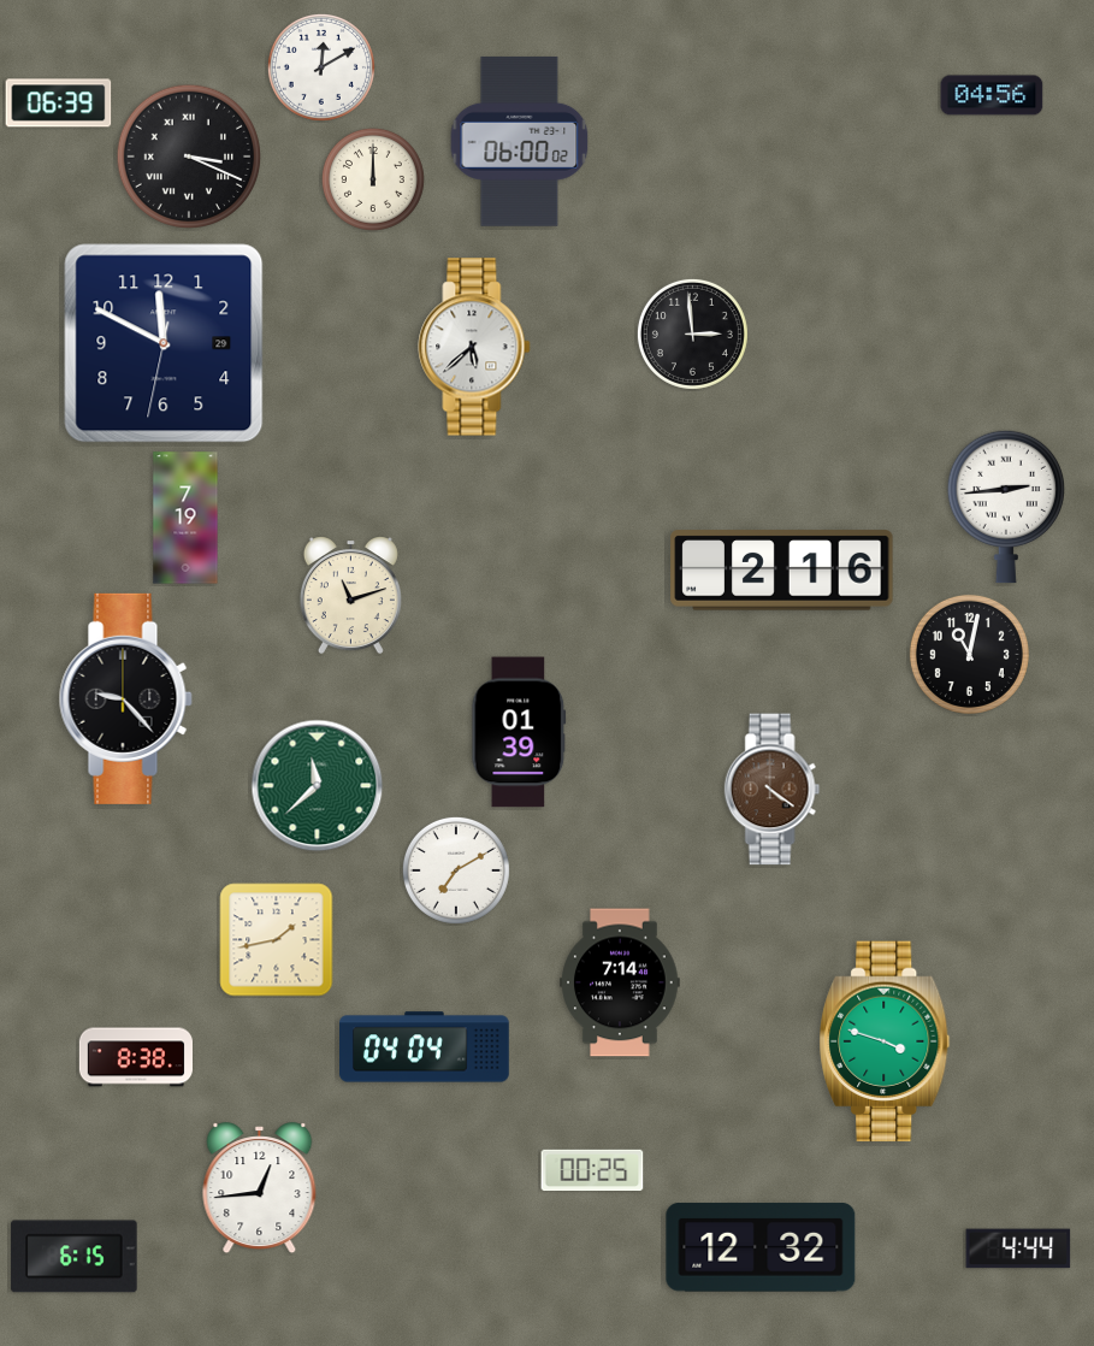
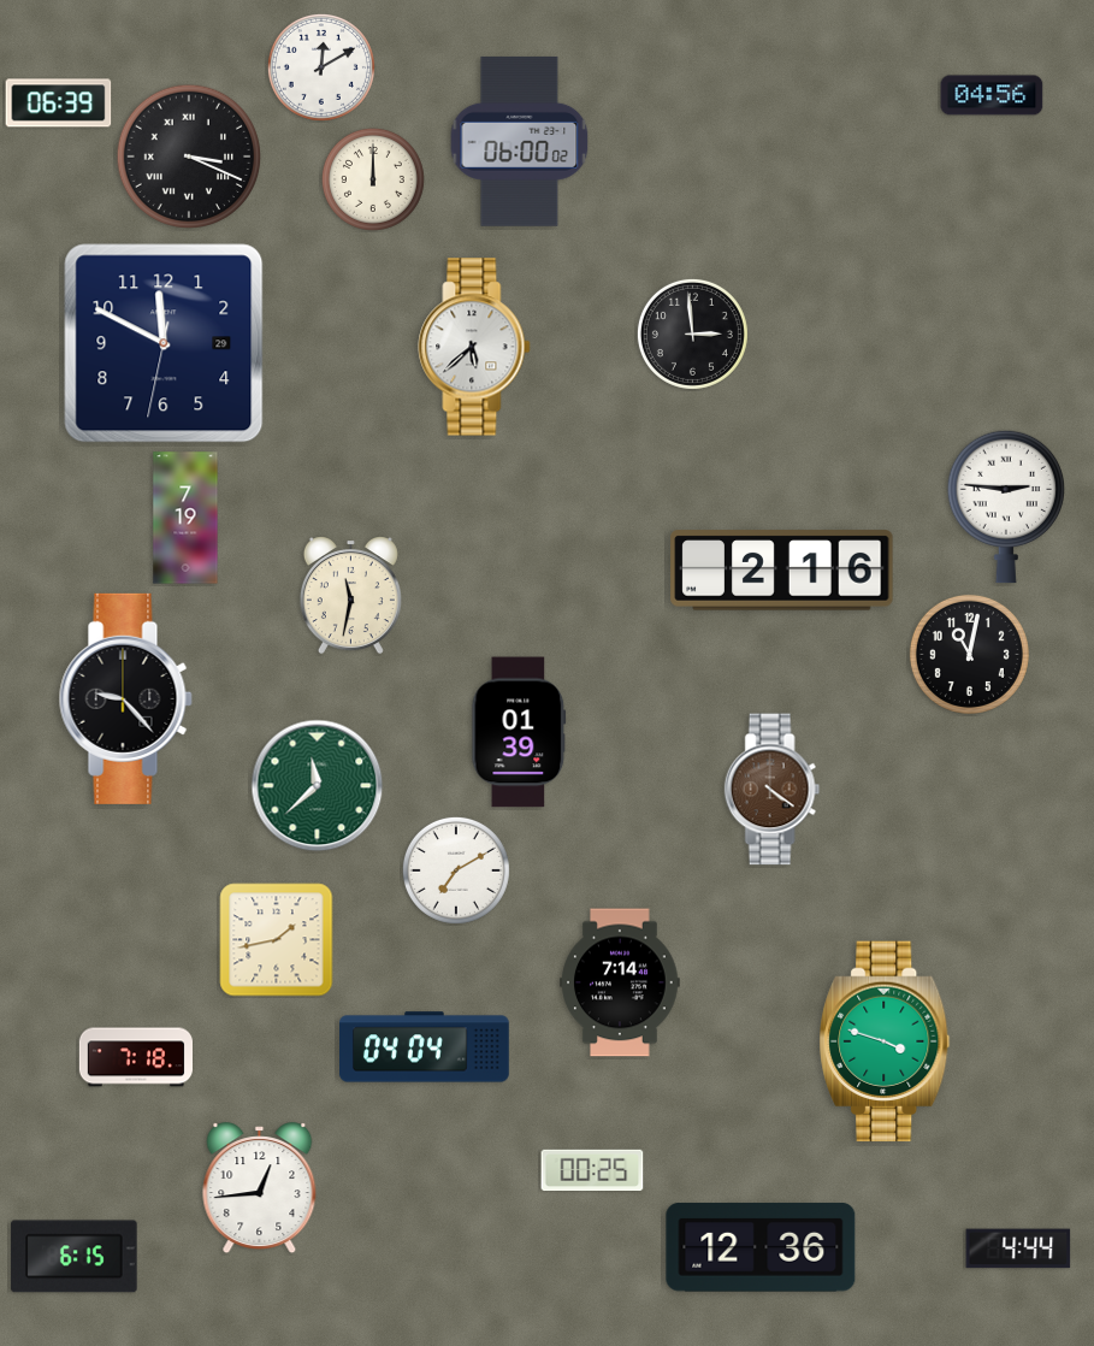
clock at (1005, 507): 2:44 -> 2:46
clock at (350, 596): 11:12 -> 11:32
clock at (135, 1057): 8:38 -> 7:18
clock at (761, 1247): 12:32 -> 12:36
